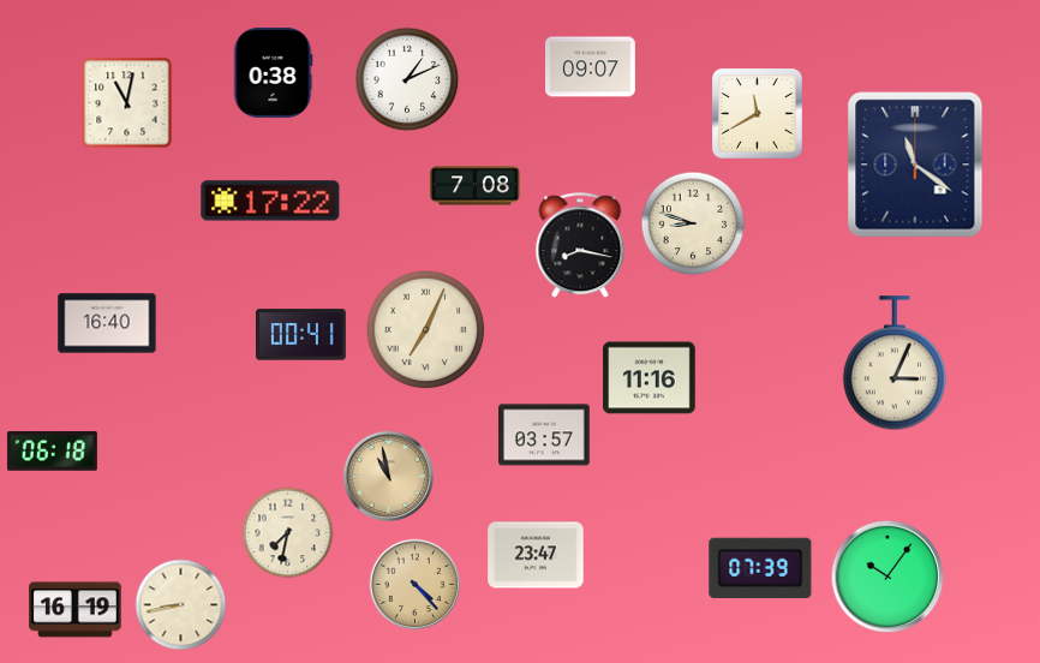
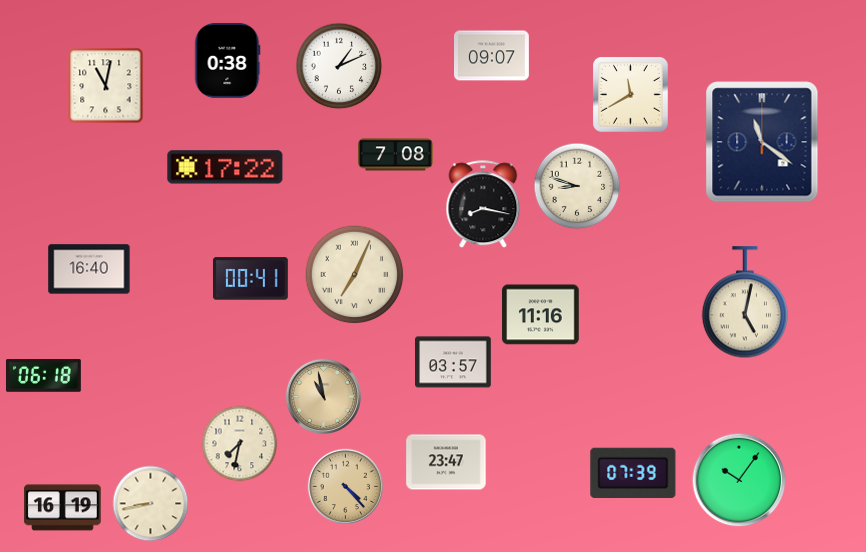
clock at (915, 165) position: (915, 165) -> (762, 142)
clock at (893, 364): 3:04 -> 5:02
